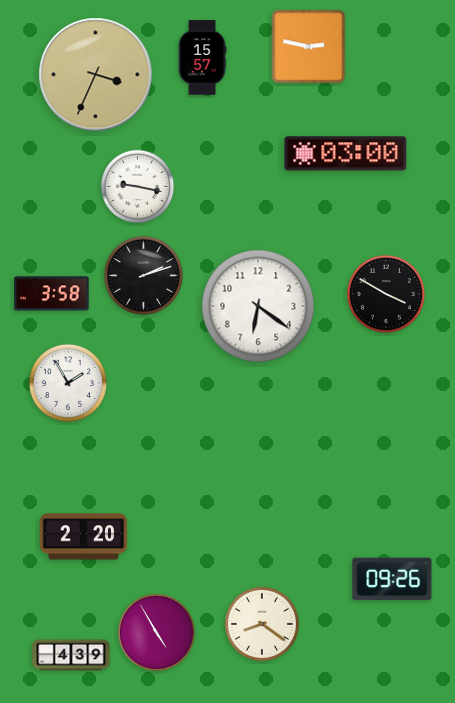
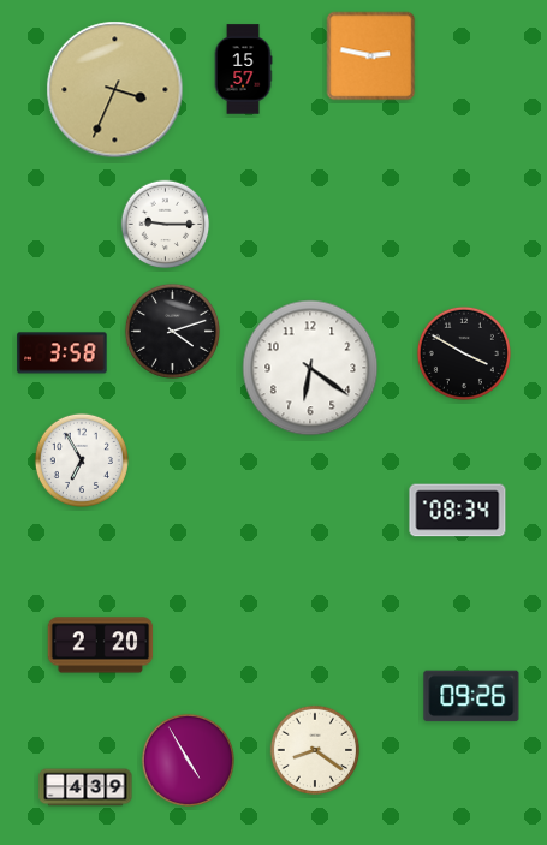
clock at (346, 154): 03:00 -> none
clock at (138, 187): 9:17 -> 9:15
clock at (143, 275): 2:12 -> 4:12
clock at (68, 383): 1:55 -> 6:55
clock at (458, 511): none -> 08:34
